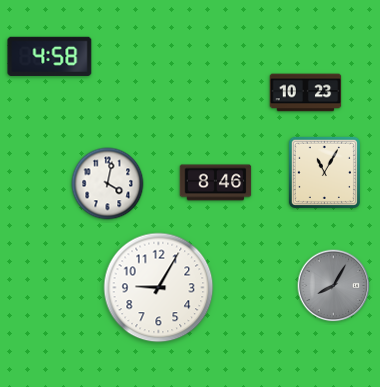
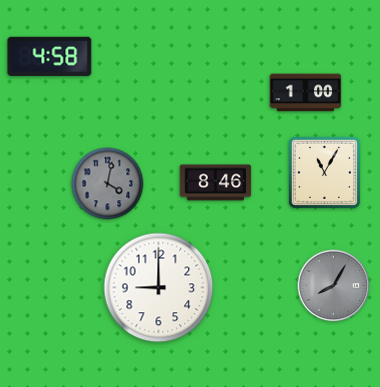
clock at (306, 93): 10:23 -> 1:00
clock at (108, 184) dial: white -> grey
clock at (159, 288): 9:05 -> 9:00
